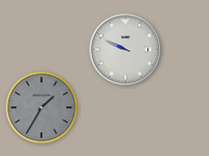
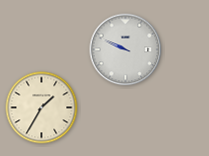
clock at (42, 108) dial: grey -> cream
